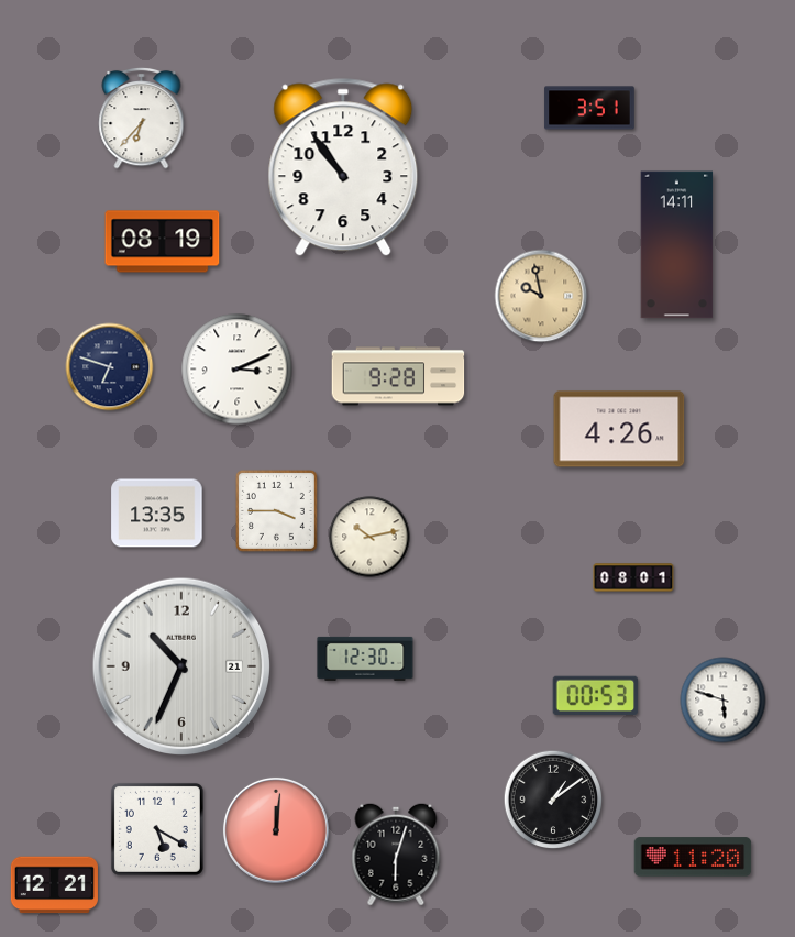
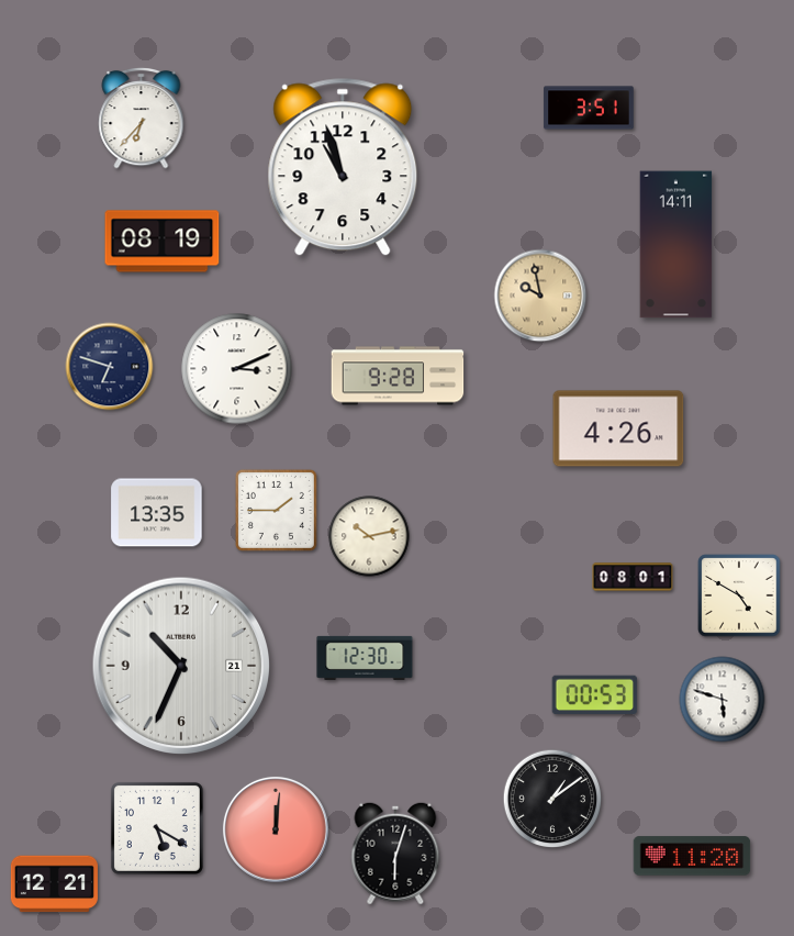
clock at (343, 167): 10:54 -> 10:57
clock at (276, 510): 3:45 -> 1:45
clock at (739, 595): none -> 4:50
